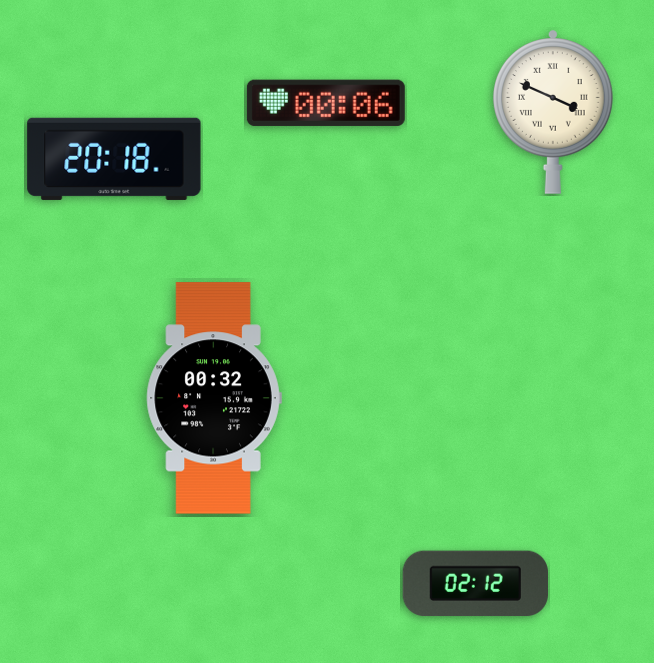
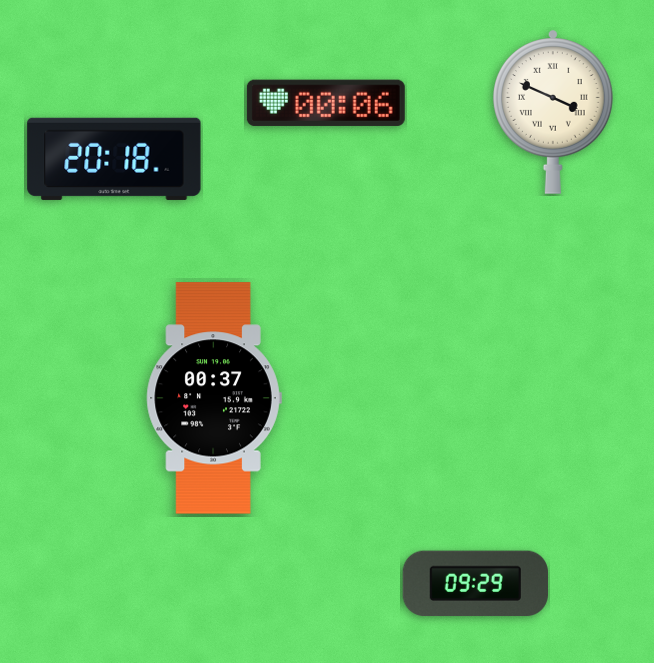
clock at (214, 398): 00:32 -> 00:37
clock at (475, 584): 02:12 -> 09:29
